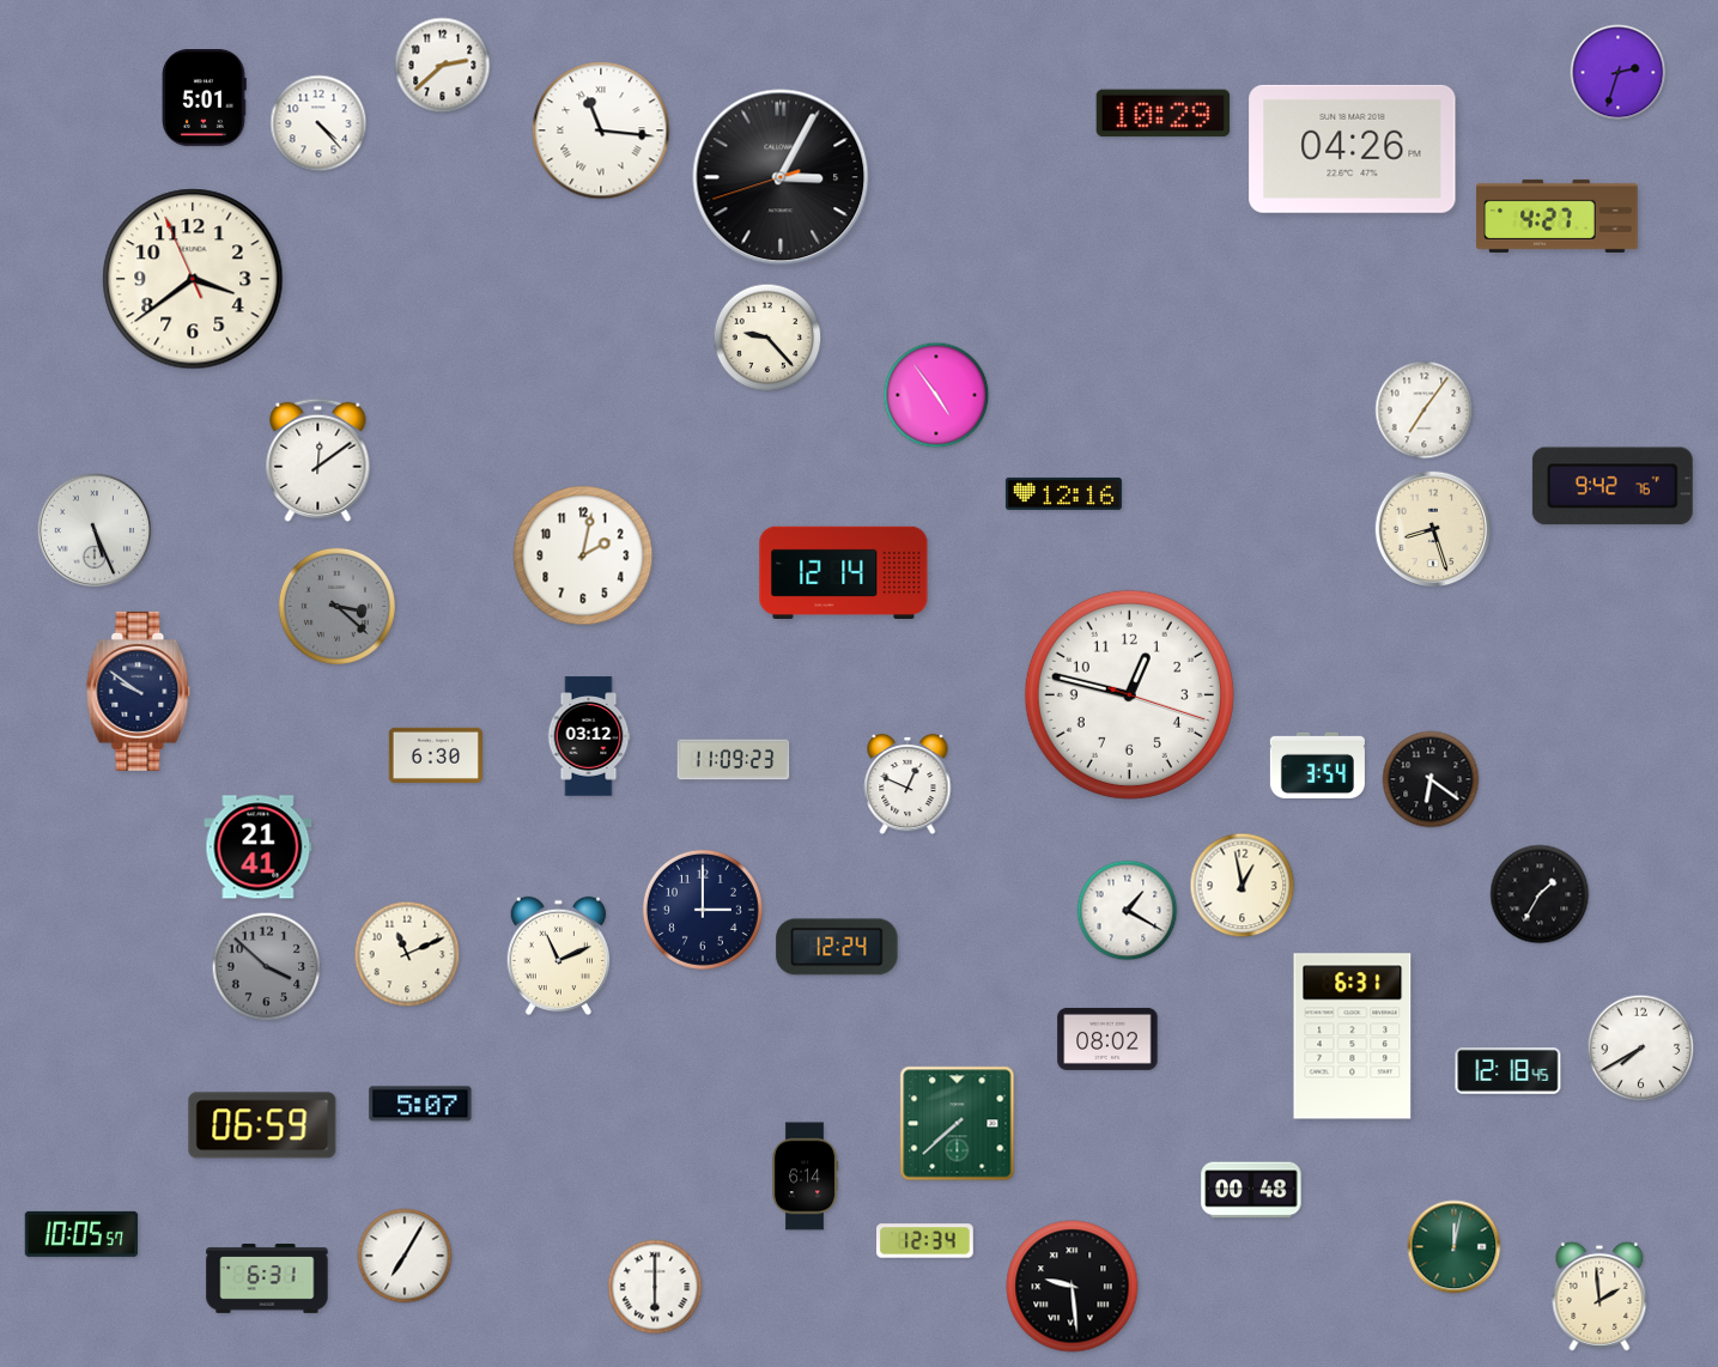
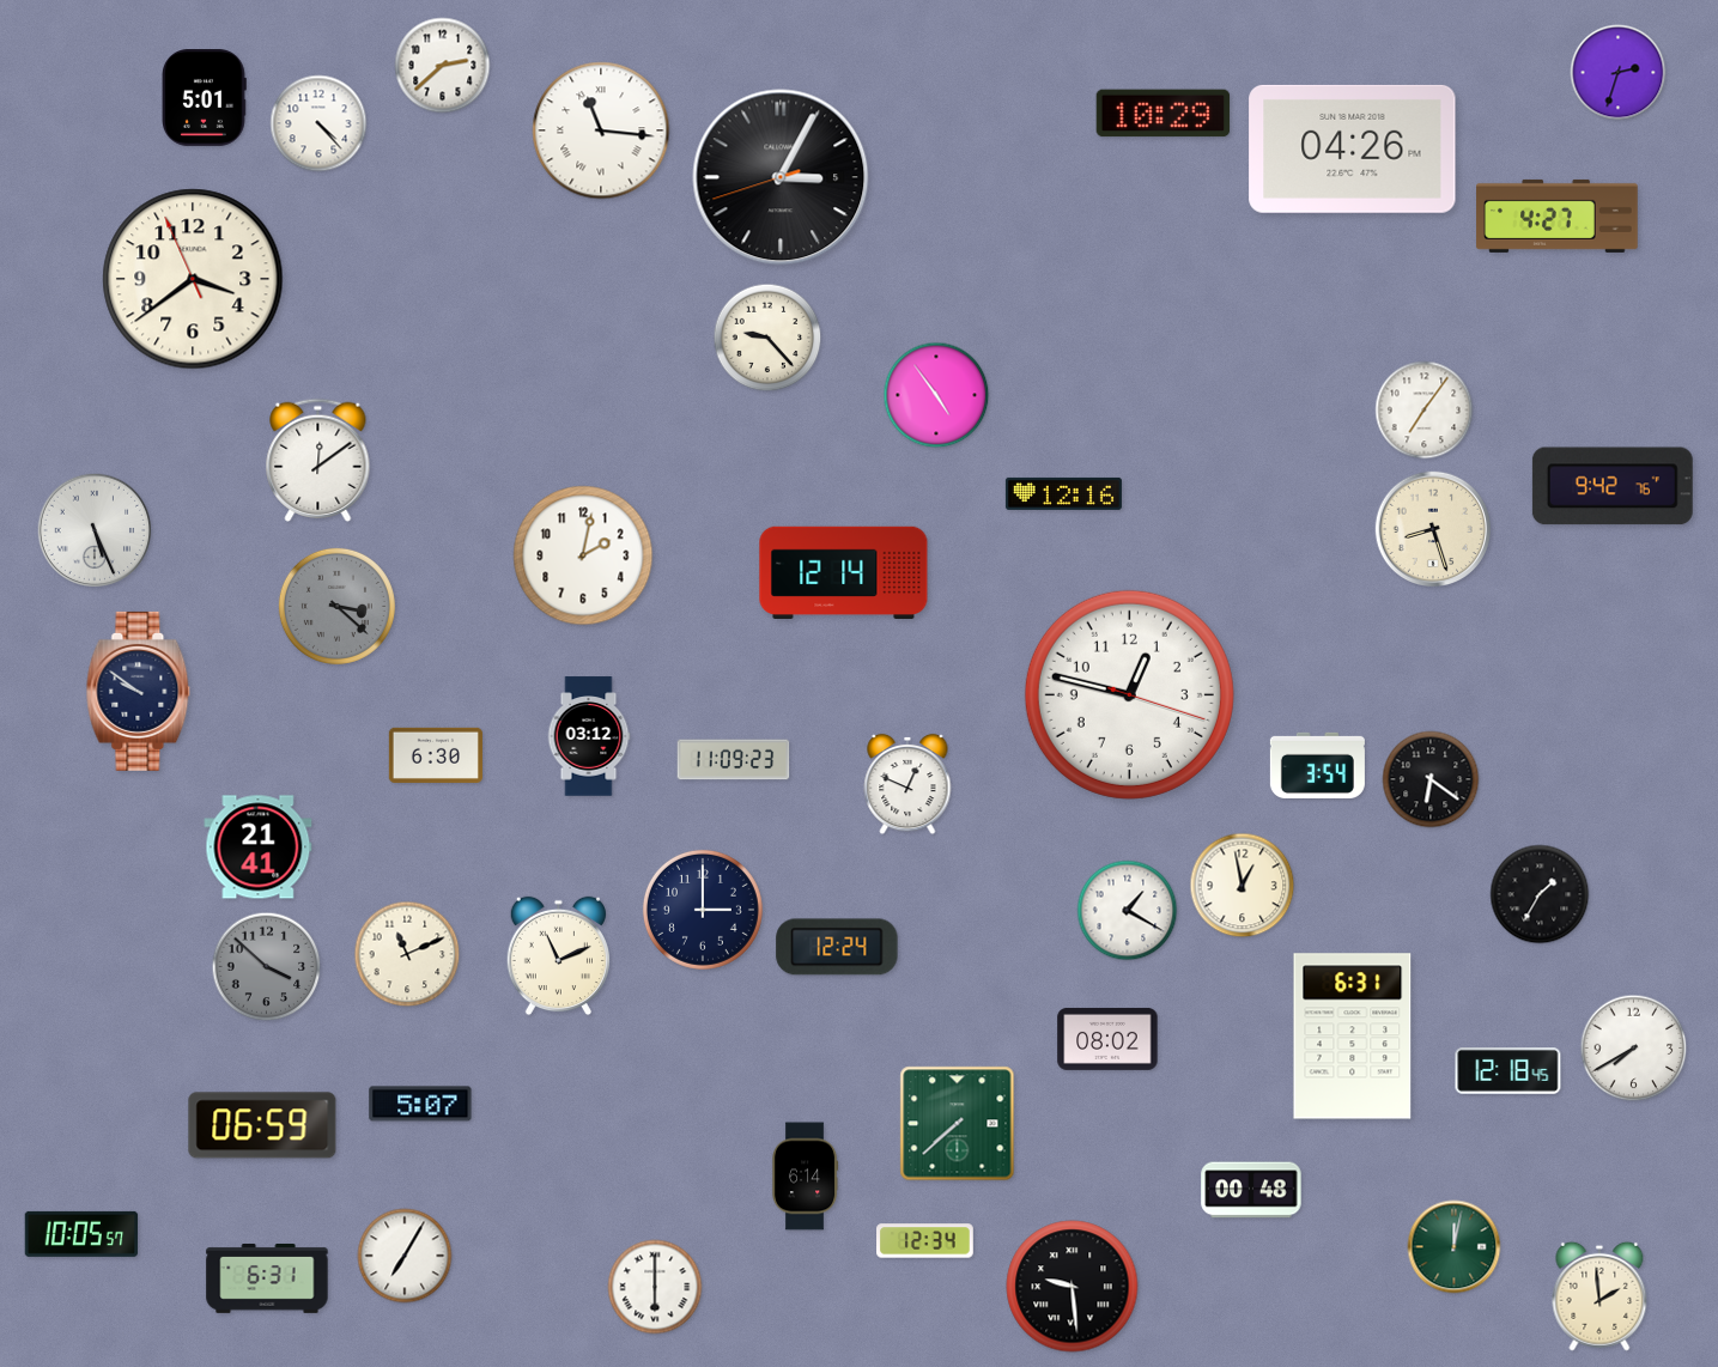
clock at (1641, 1049) position: (1641, 1049) -> (1634, 1049)
